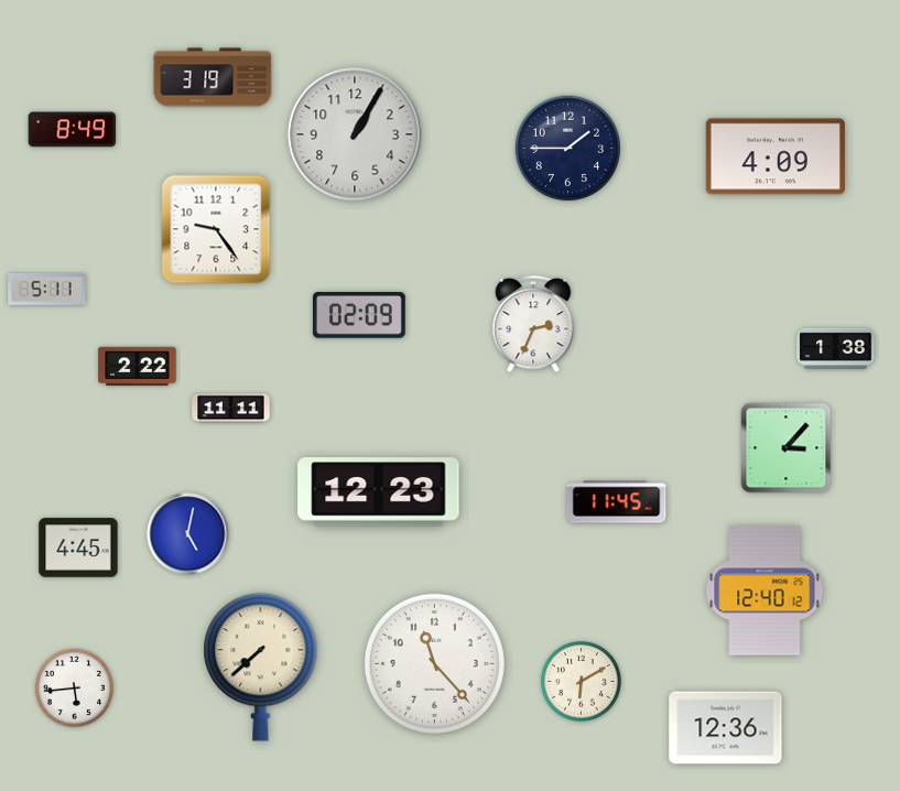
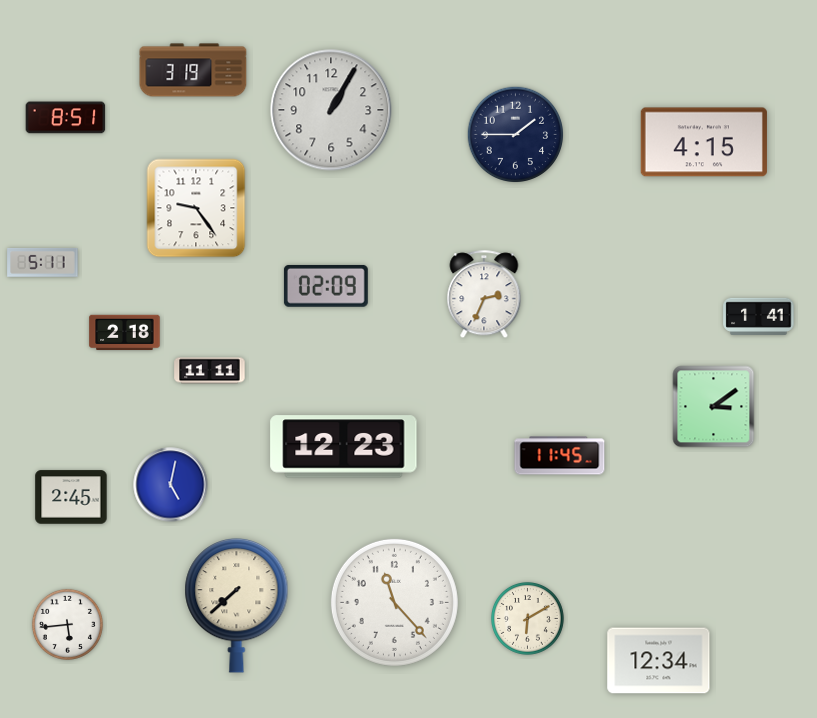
clock at (73, 130): 8:49 -> 8:51
clock at (355, 134) position: (355, 134) -> (331, 110)
clock at (776, 156): 4:09 -> 4:15
clock at (836, 348): 1:38 -> 1:41
clock at (138, 367): 2:22 -> 2:18
clock at (787, 448): 3:07 -> 3:09
clock at (78, 548): 4:45 -> 2:45
clock at (765, 590): 12:40 -> none
clock at (726, 728): 12:36 -> 12:34
